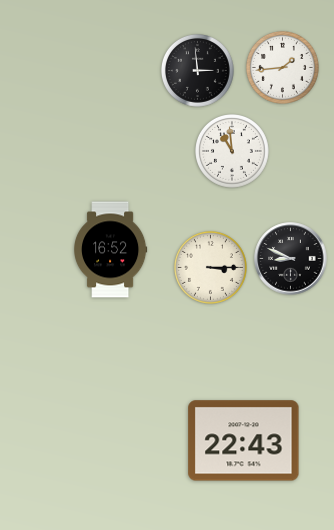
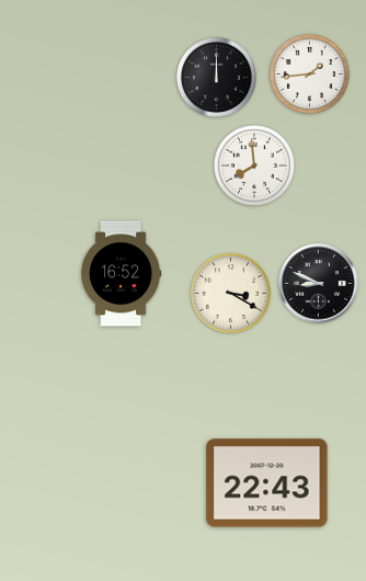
clock at (197, 70): 2:59 -> 12:00
clock at (233, 152): 10:59 -> 7:59
clock at (210, 267): 3:15 -> 3:20
